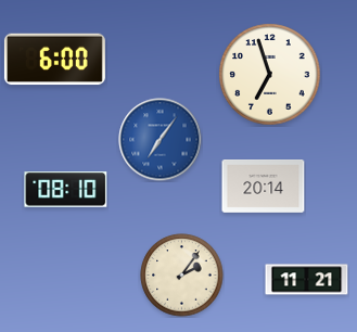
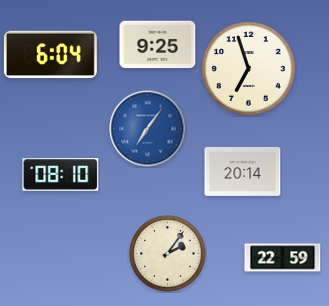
clock at (158, 45): none -> 9:25
clock at (54, 60): 6:00 -> 6:04
clock at (307, 280): 11:21 -> 22:59
